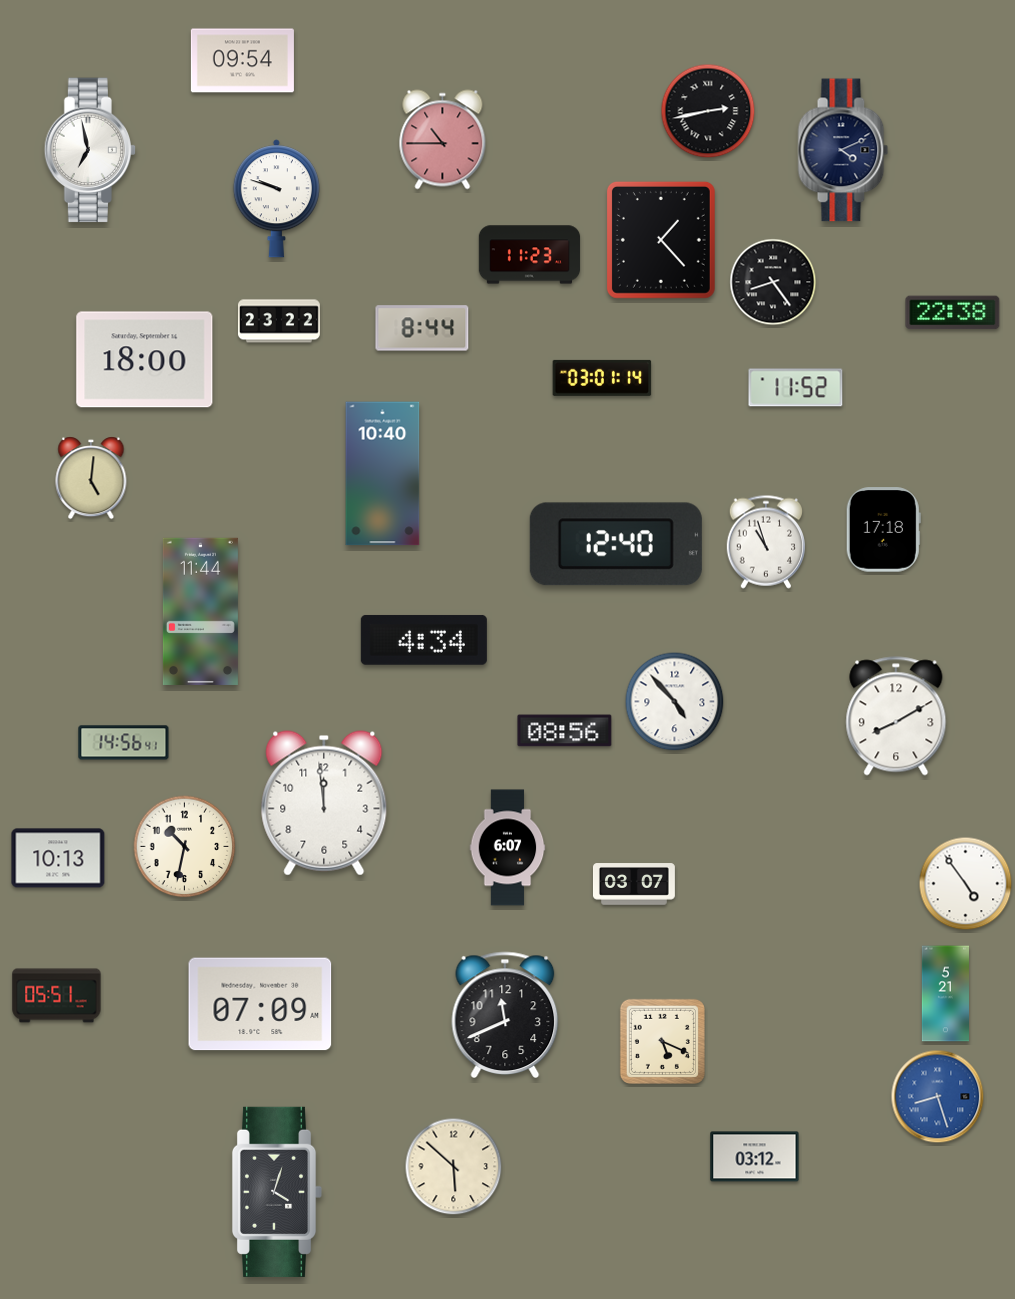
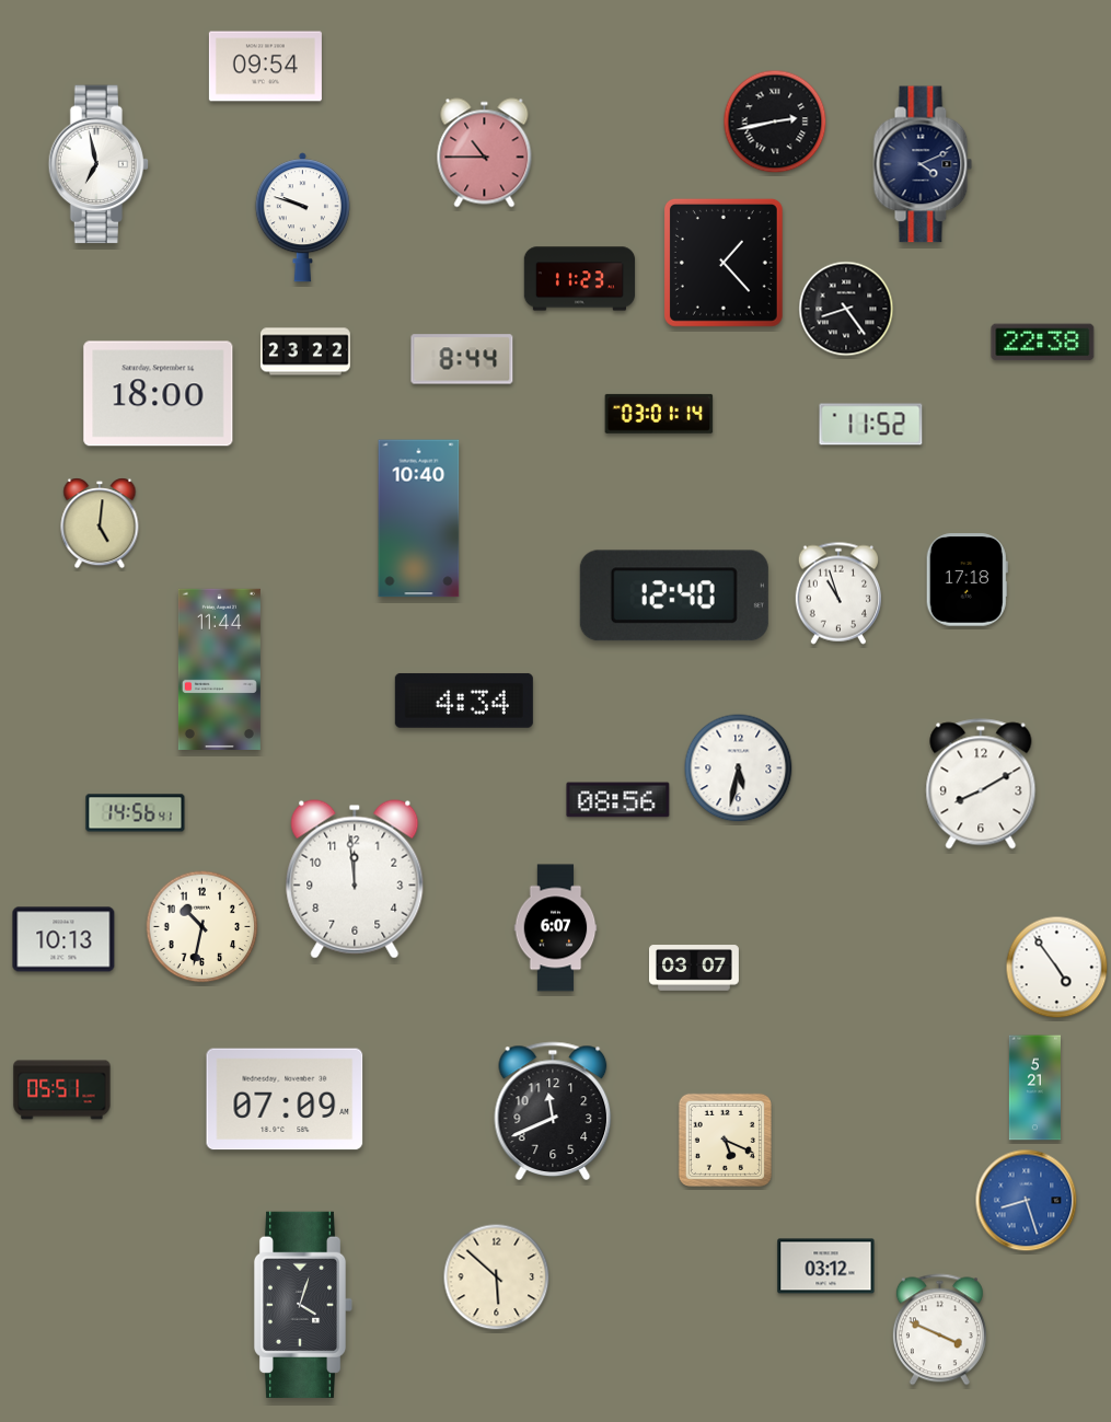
clock at (675, 702): 4:53 -> 5:32
clock at (939, 1330): none -> 3:49
